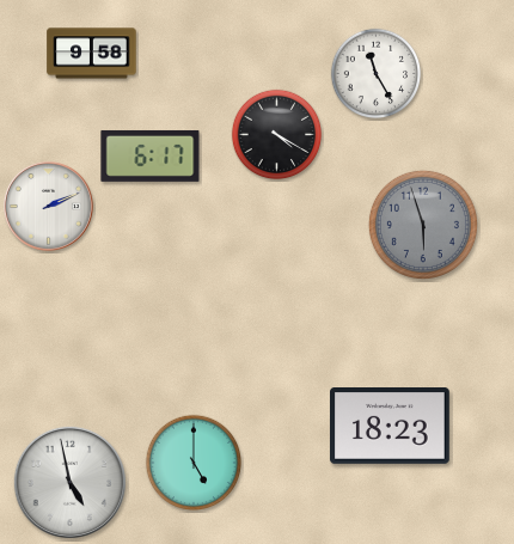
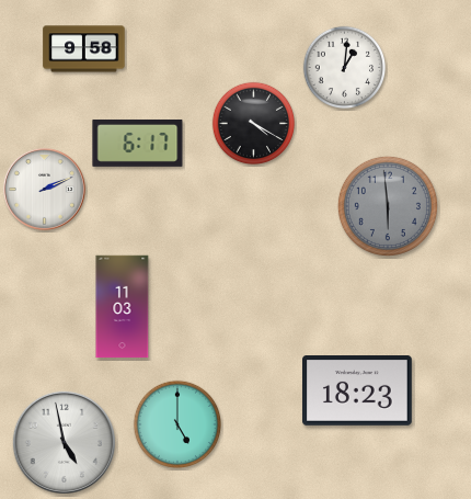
clock at (377, 74): 11:25 -> 1:01
clock at (423, 225): 5:57 -> 5:59
clock at (123, 307): none -> 11:03
